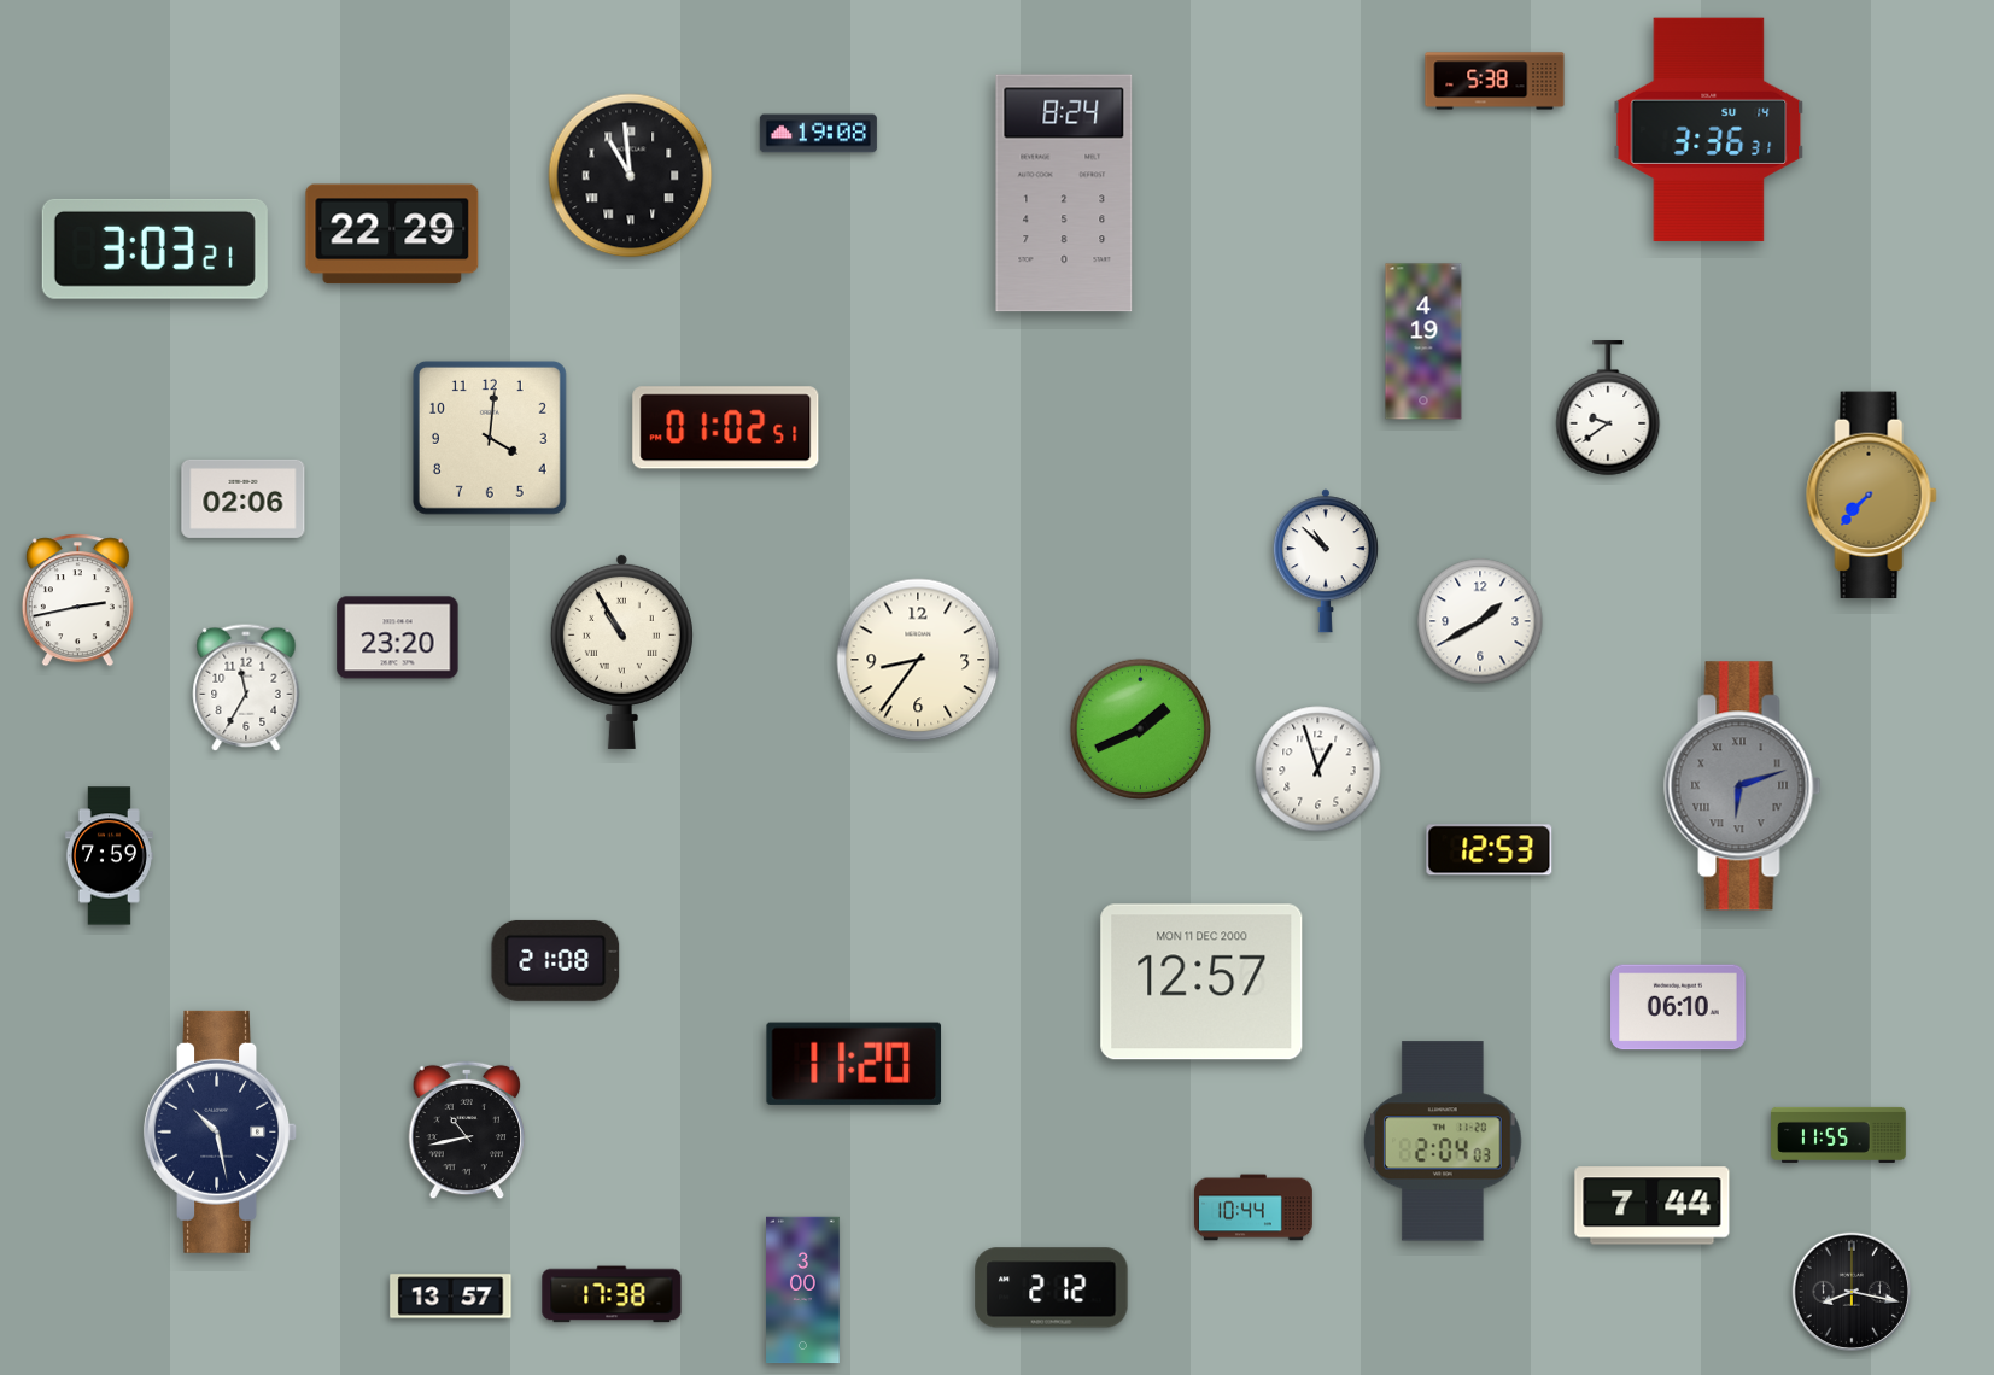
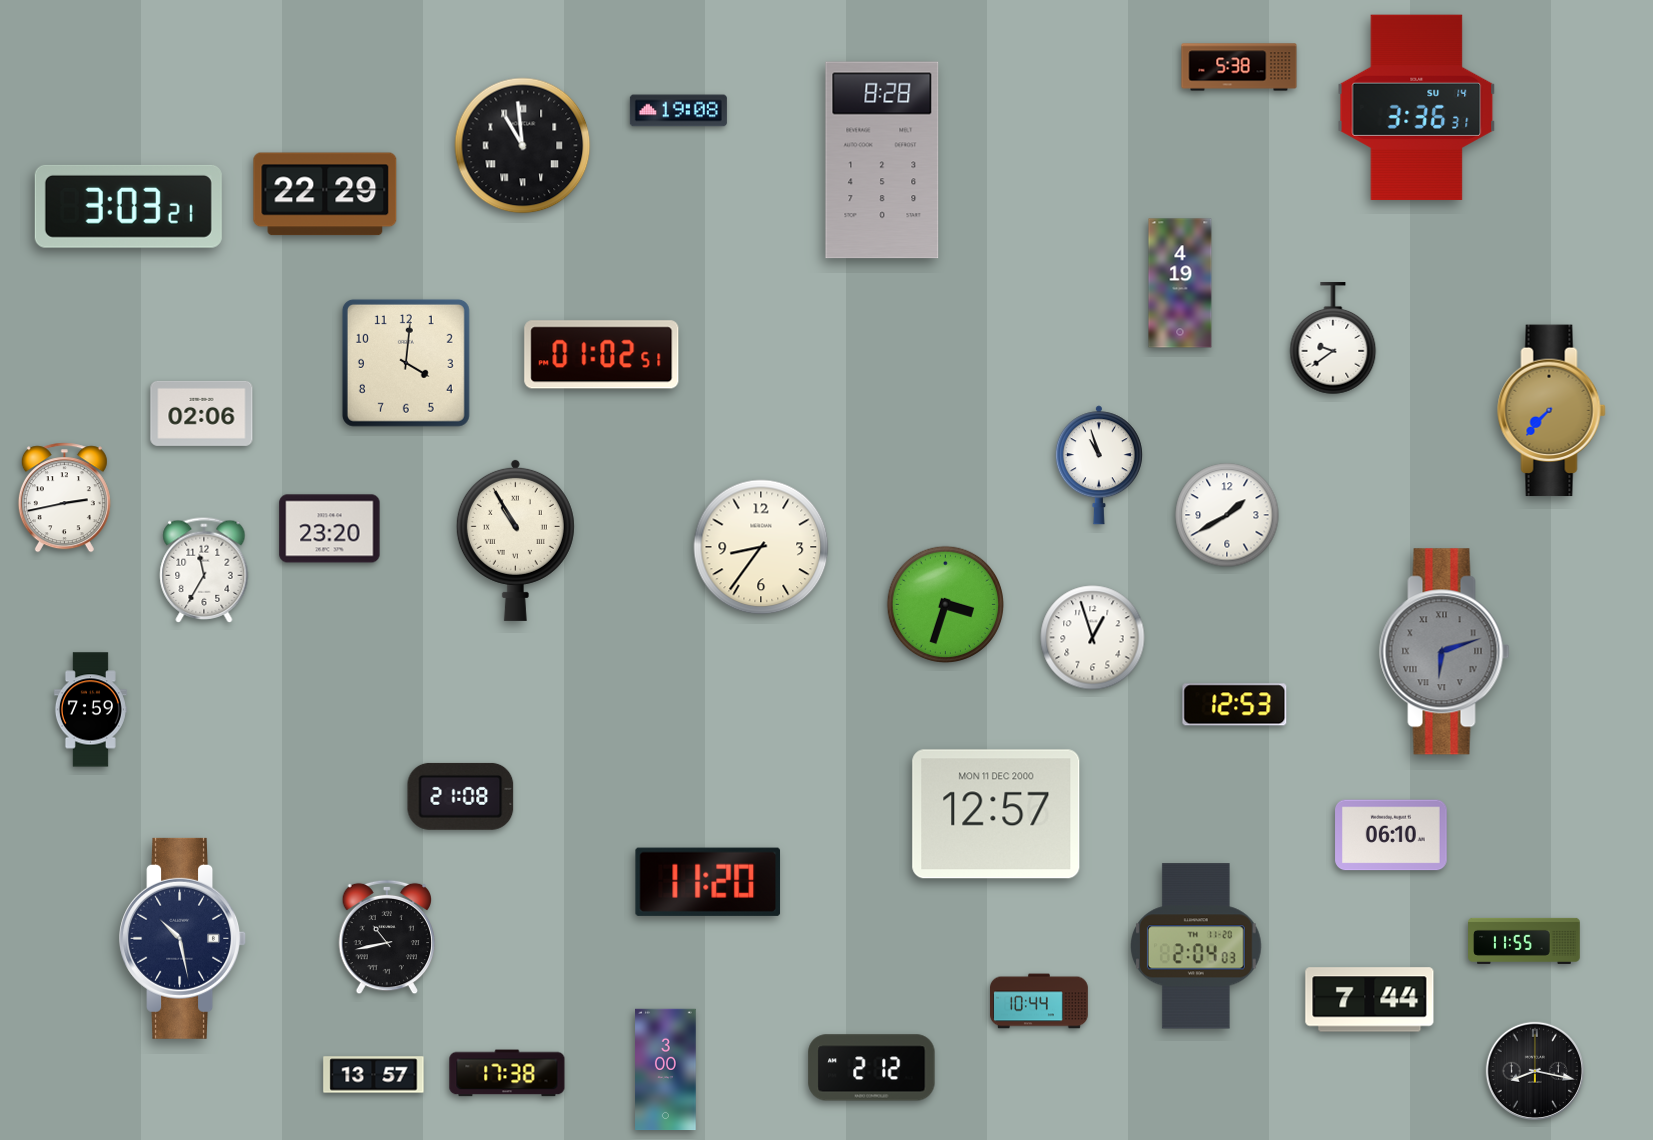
clock at (1064, 193): 8:24 -> 8:28
clock at (1326, 561): 10:52 -> 10:57
clock at (1140, 729): 1:41 -> 3:33
